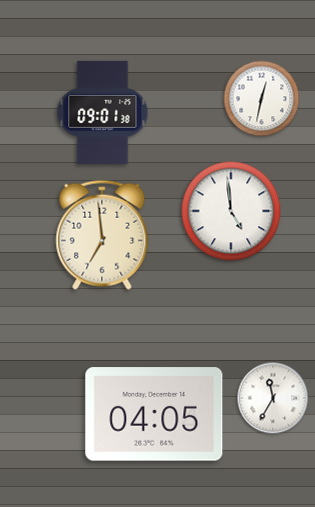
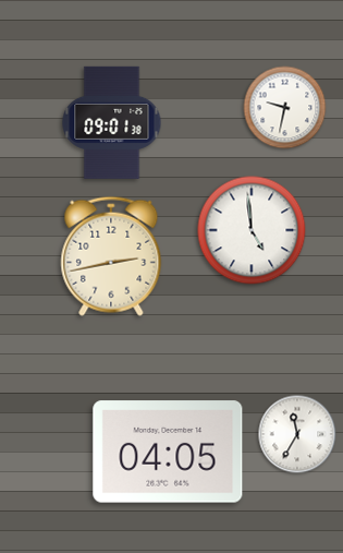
clock at (262, 99): 12:32 -> 9:32
clock at (102, 235): 6:59 -> 2:43
